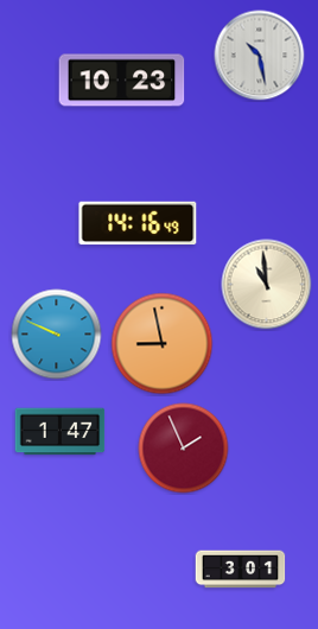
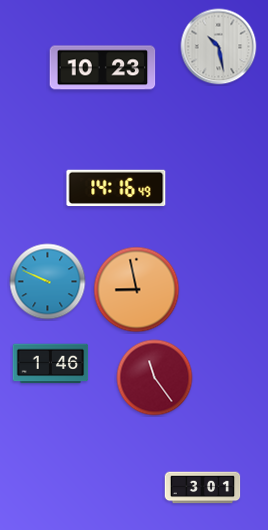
clock at (267, 285): 10:59 -> none
clock at (61, 432): 1:47 -> 1:46
clock at (184, 449): 1:56 -> 11:24
clock at (241, 570) position: (241, 570) -> (203, 488)
